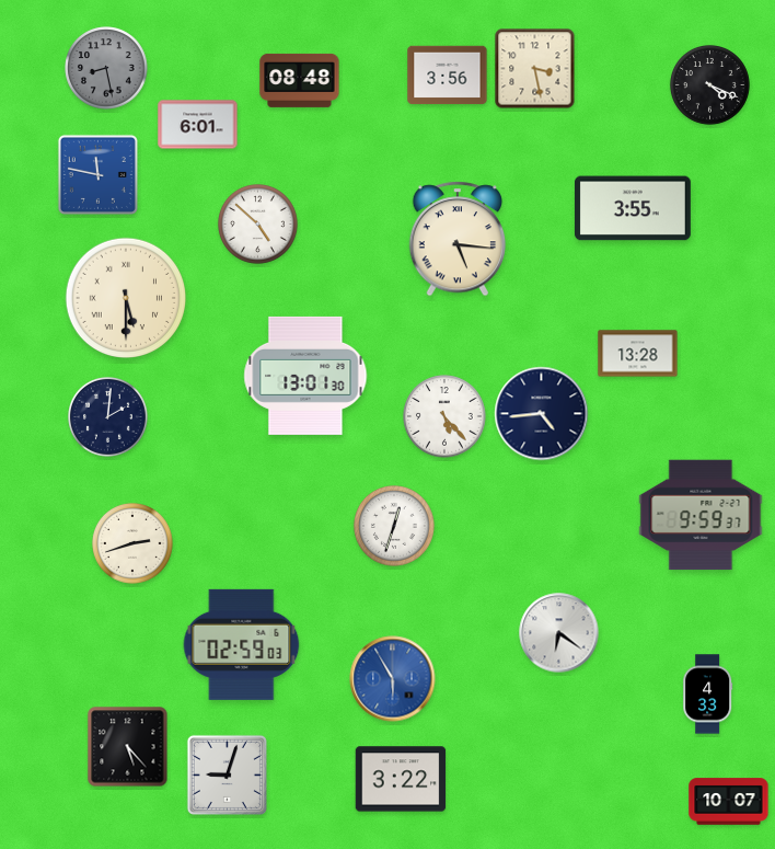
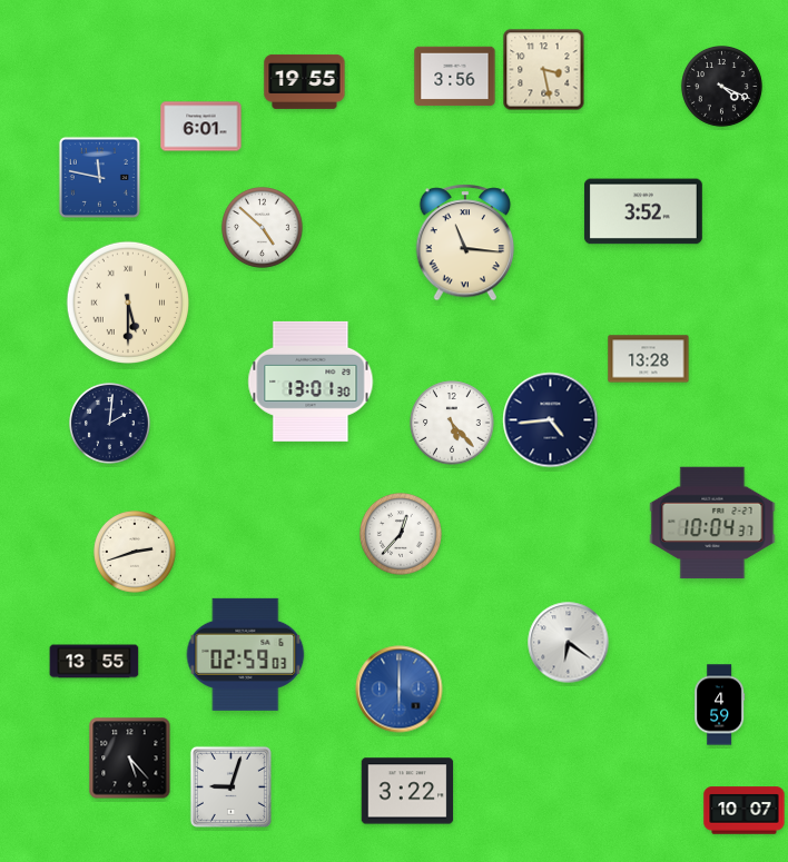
clock at (106, 68): 8:28 -> none
clock at (300, 80): 08:48 -> 19:55
clock at (633, 208): 3:55 -> 3:52
clock at (458, 239): 5:16 -> 11:16
clock at (701, 515): 9:59 -> 10:04
clock at (395, 527): 12:33 -> 12:37
clock at (95, 662): none -> 13:55
clock at (393, 679): 5:55 -> 6:00
clock at (708, 695): 4:33 -> 4:59
clock at (729, 802) position: (729, 802) -> (745, 811)
